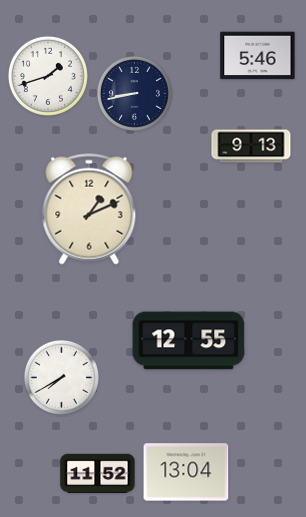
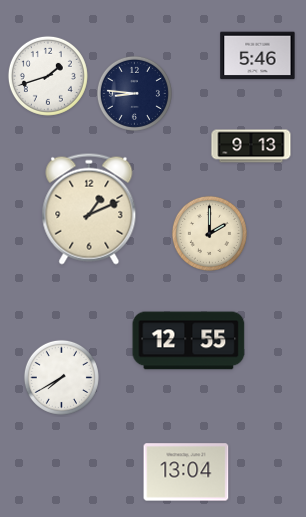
clock at (134, 93): 8:43 -> 8:46
clock at (209, 233): none -> 2:00
clock at (98, 474): 11:52 -> none
